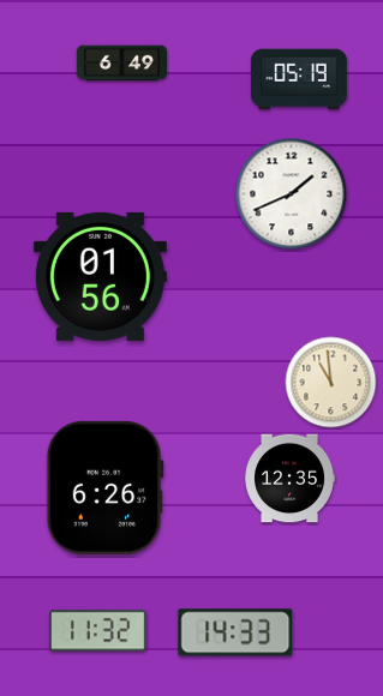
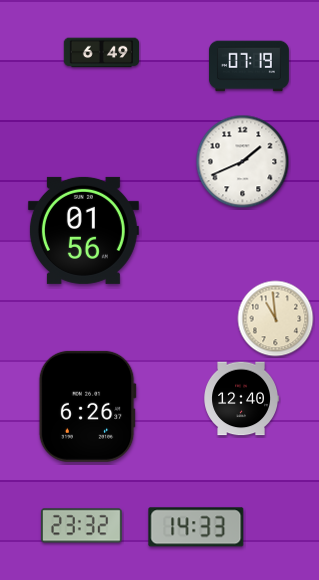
clock at (299, 79): 05:19 -> 07:19
clock at (289, 479): 12:35 -> 12:40
clock at (98, 631): 11:32 -> 23:32
